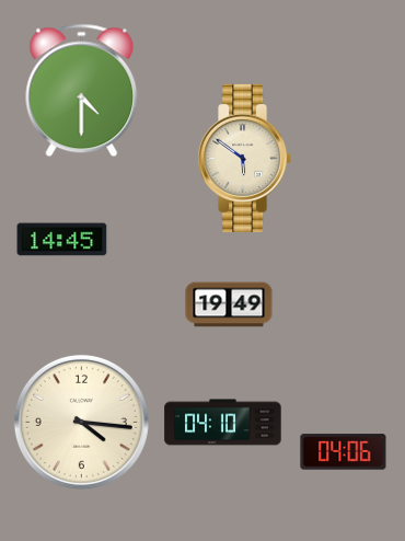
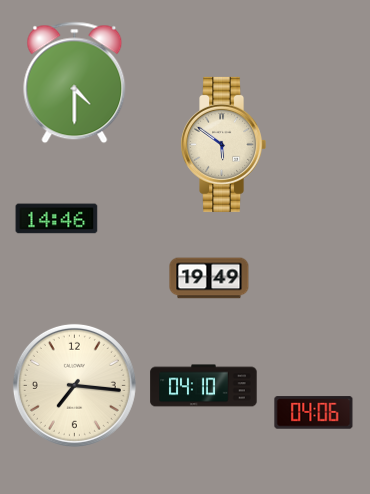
clock at (62, 240): 14:45 -> 14:46
clock at (81, 422): 4:16 -> 7:16
